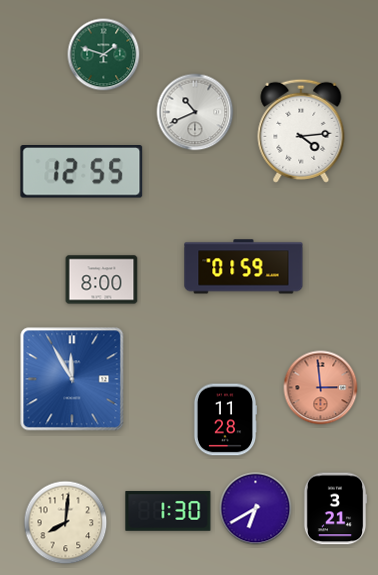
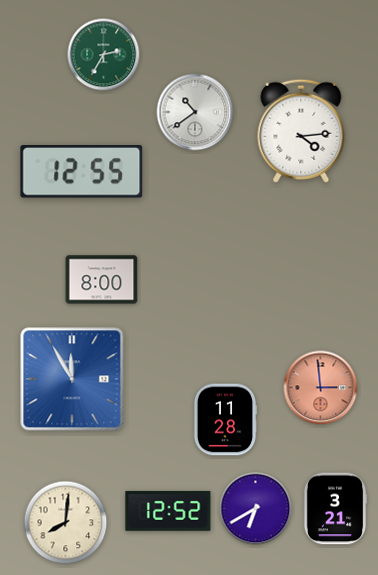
clock at (104, 55): 1:48 -> 2:35
clock at (195, 112): 10:41 -> 10:39
clock at (244, 267): 01:59 -> none
clock at (168, 511): 1:30 -> 12:52
